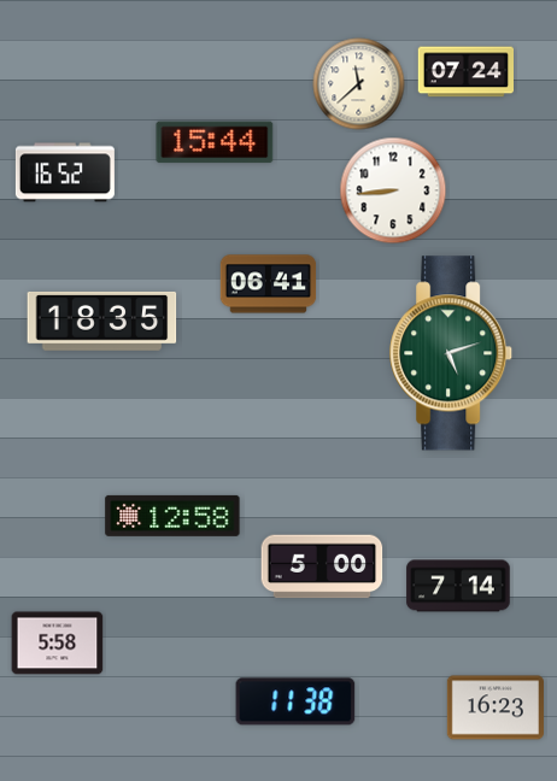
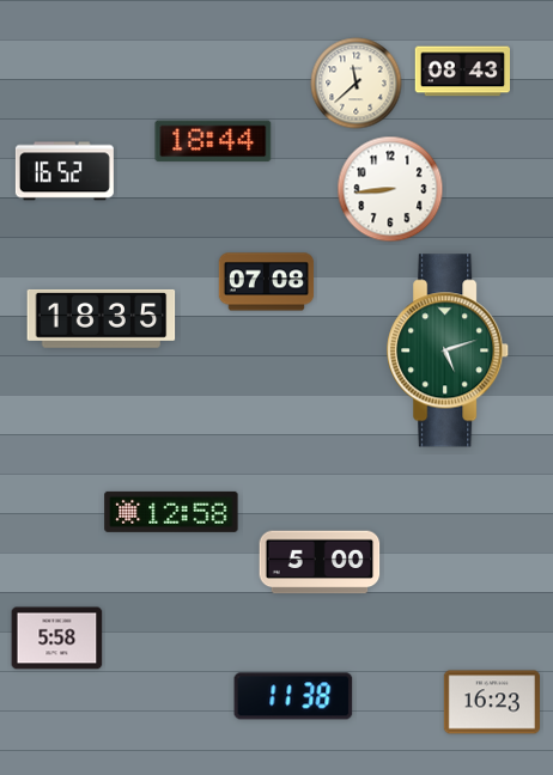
clock at (465, 72): 07:24 -> 08:43
clock at (215, 142): 15:44 -> 18:44
clock at (269, 284): 06:41 -> 07:08
clock at (458, 586): 7:14 -> none
